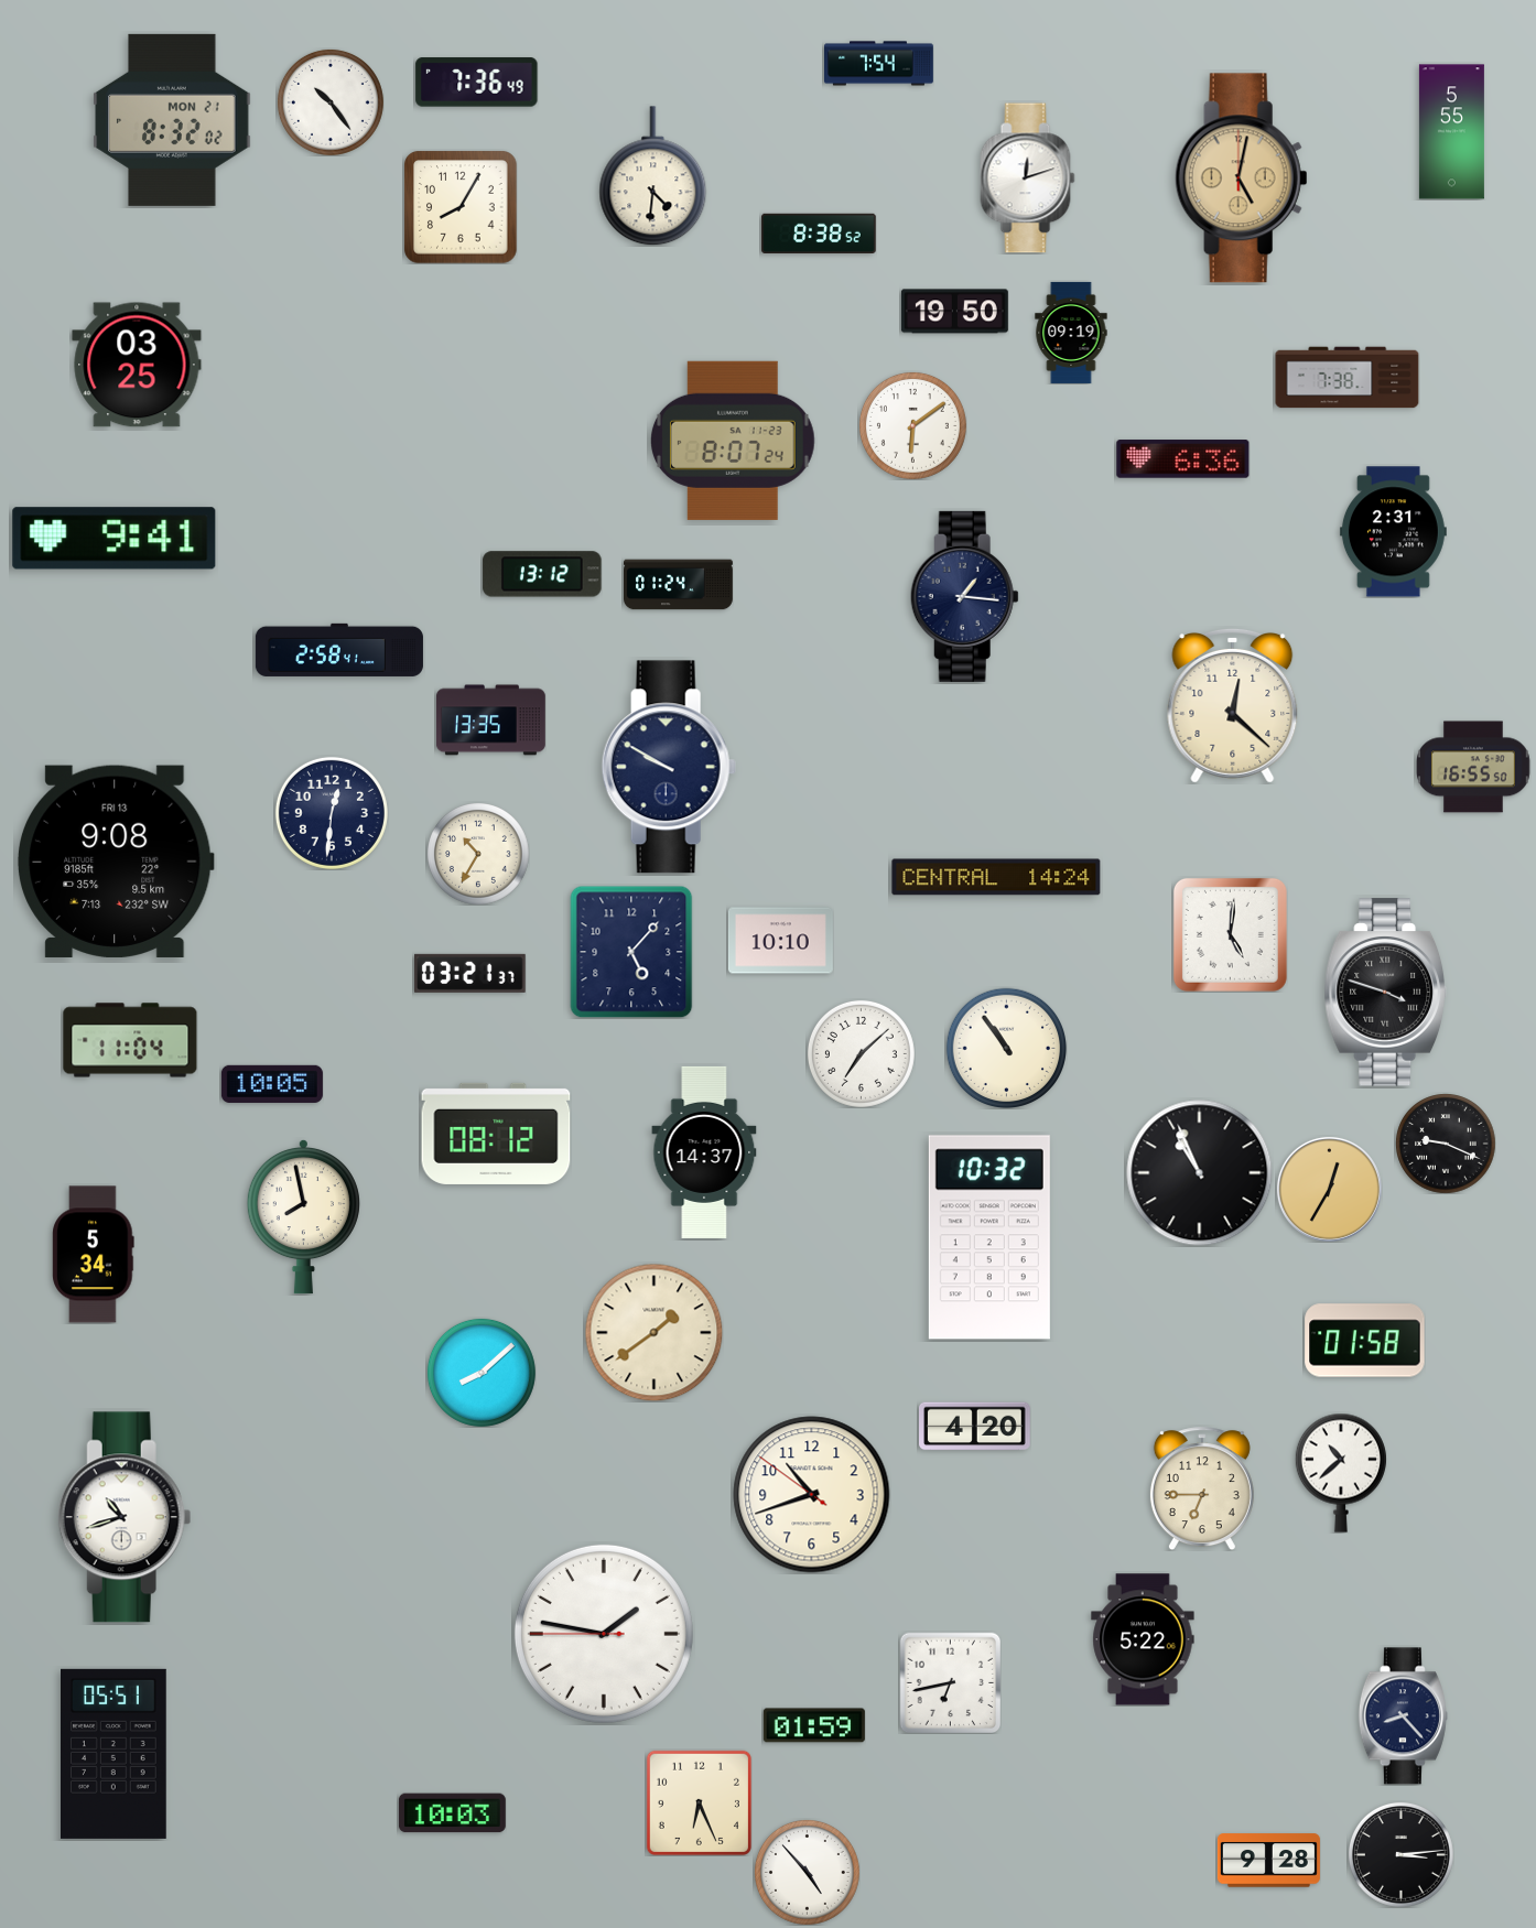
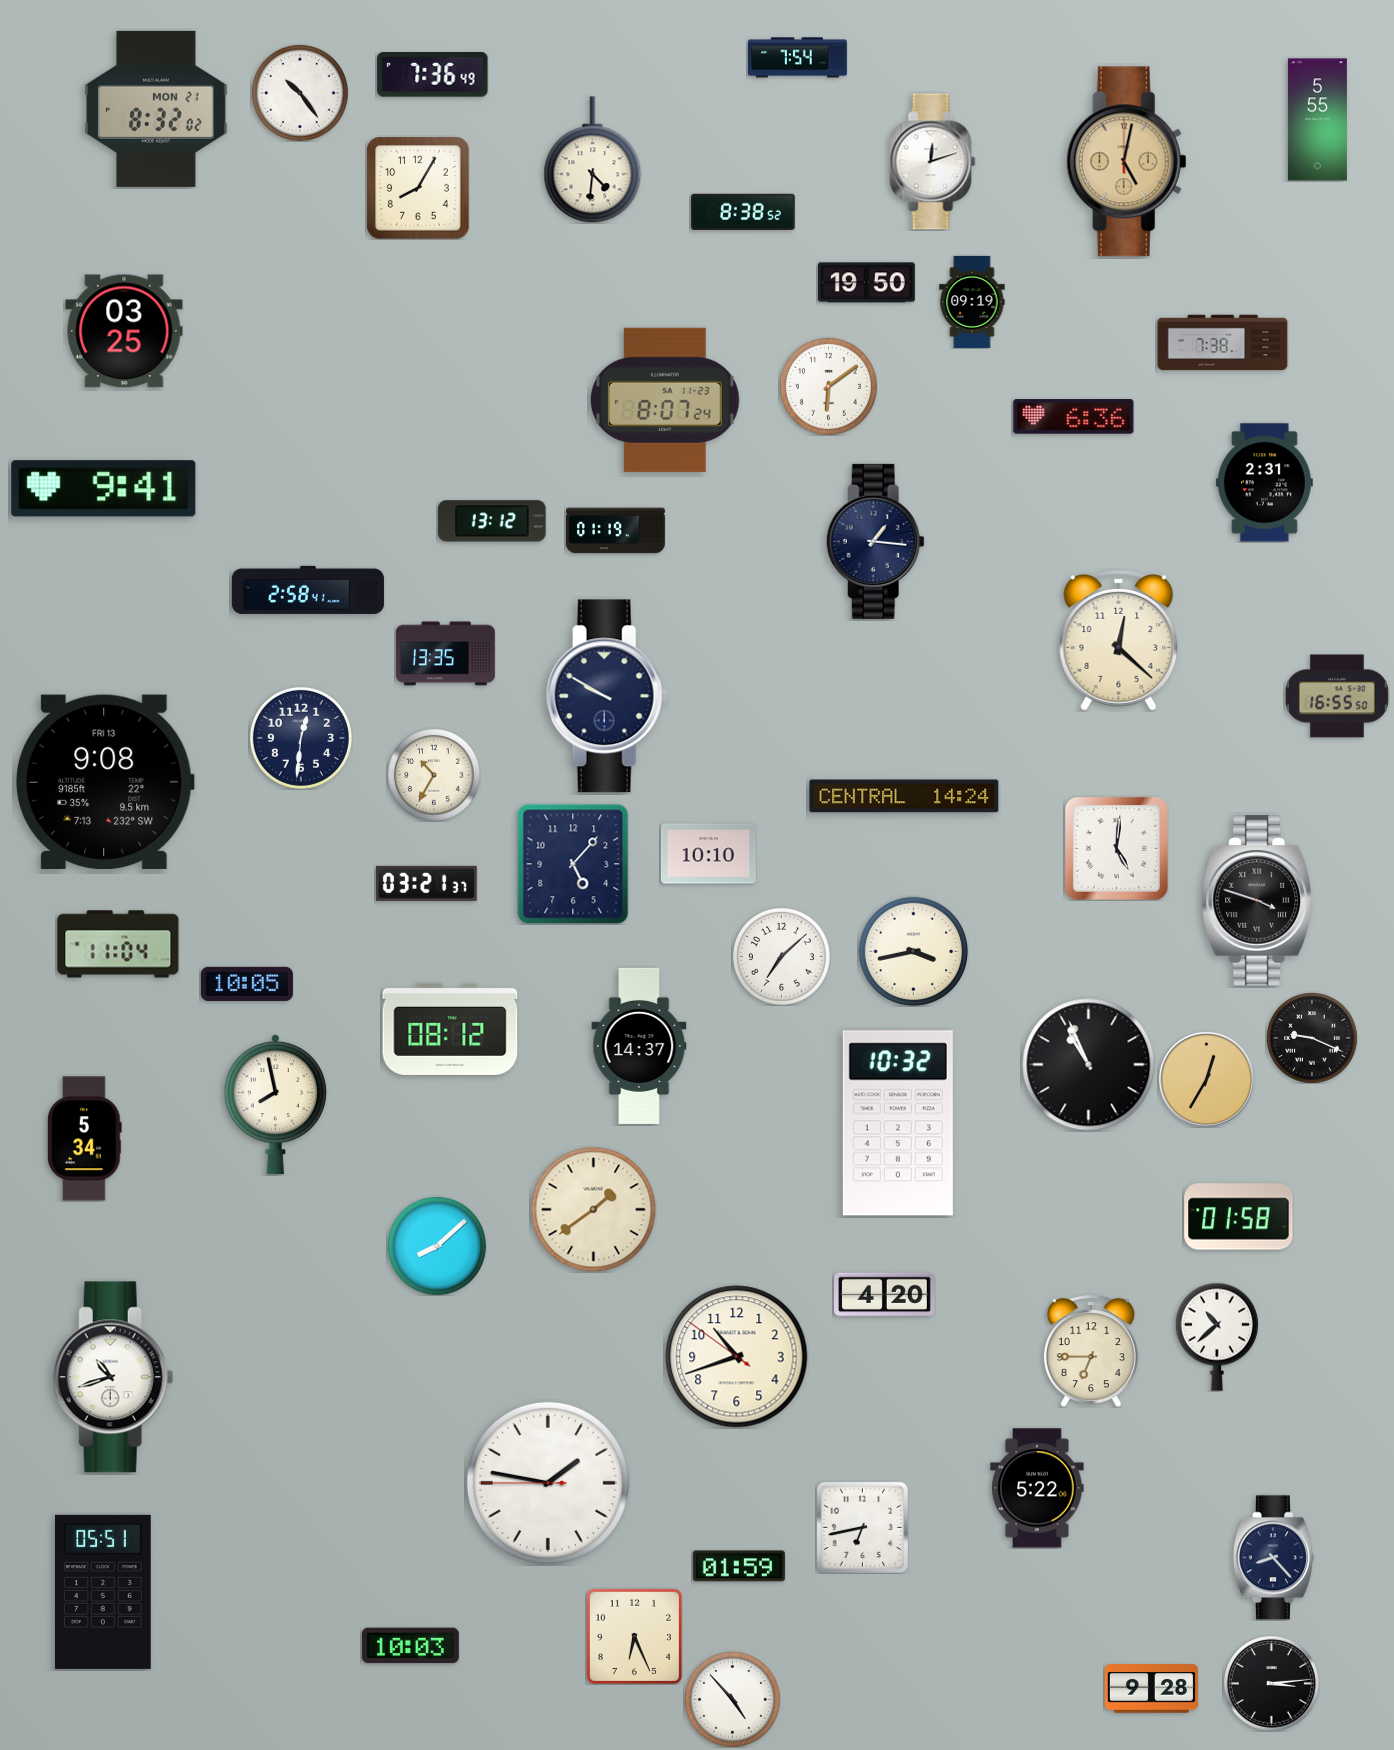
clock at (679, 585): 01:24 -> 01:19
clock at (1006, 1048): 10:54 -> 3:43
